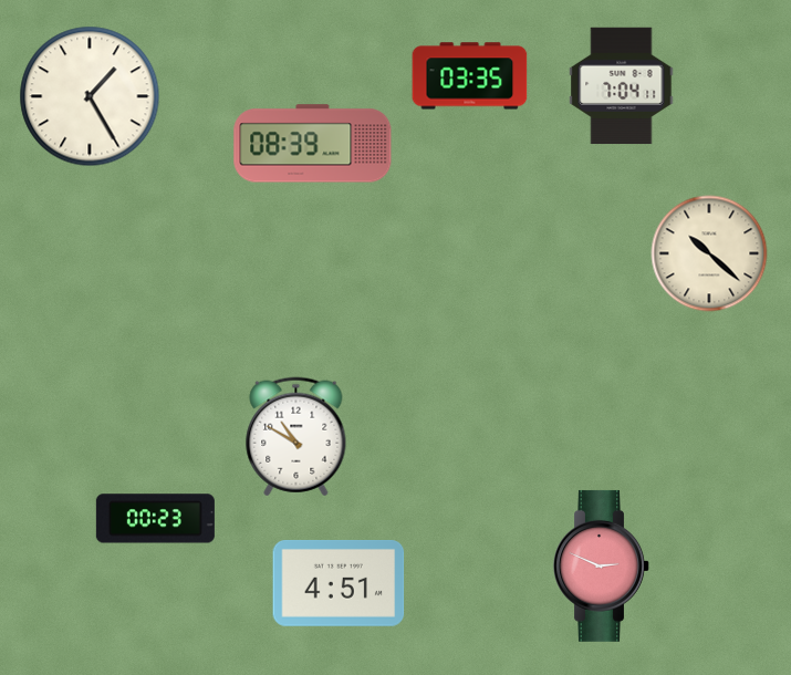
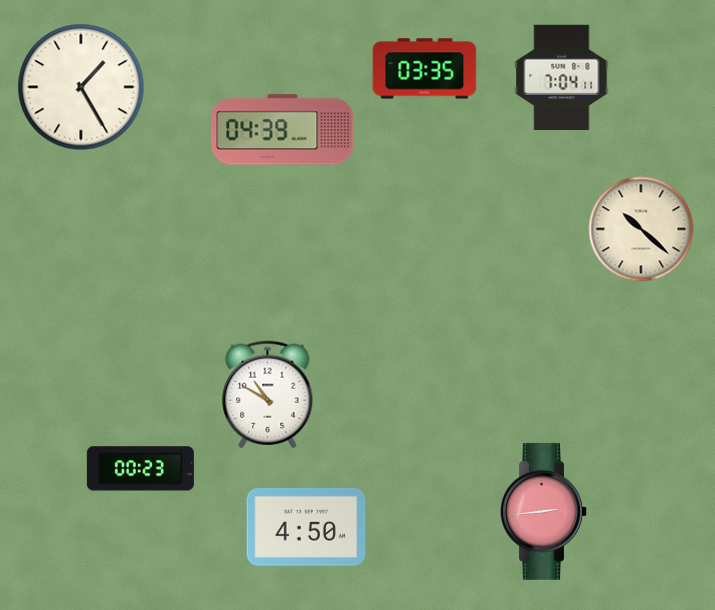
clock at (313, 144): 08:39 -> 04:39
clock at (602, 565): 2:49 -> 2:44
clock at (339, 583): 4:51 -> 4:50
